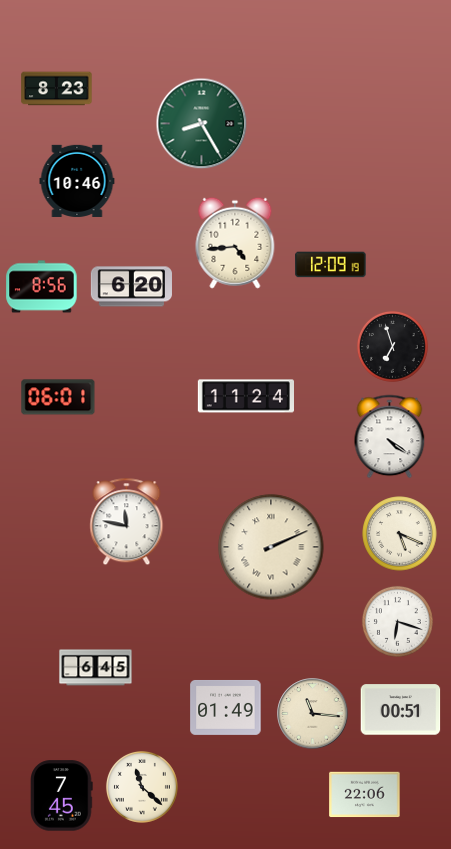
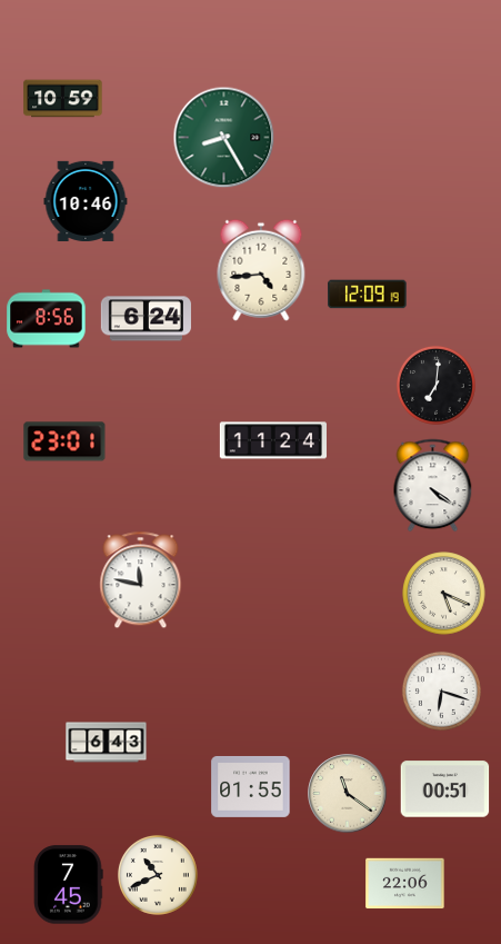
clock at (57, 89): 8:23 -> 10:59
clock at (131, 287): 6:20 -> 6:24
clock at (392, 346): 6:57 -> 7:01
clock at (58, 397): 06:01 -> 23:01
clock at (271, 547): 2:11 -> none
clock at (96, 668): 6:45 -> 6:43
clock at (226, 707): 01:49 -> 01:55
clock at (313, 714): 11:16 -> 11:21
clock at (142, 787): 11:22 -> 10:41
